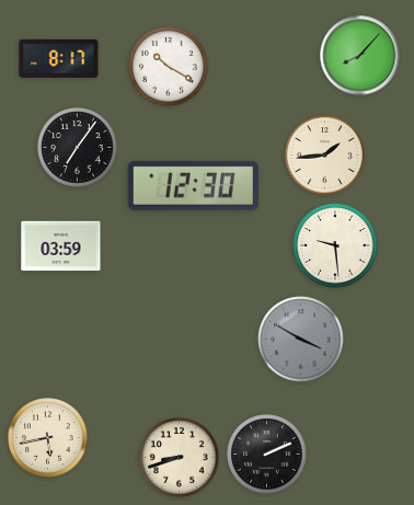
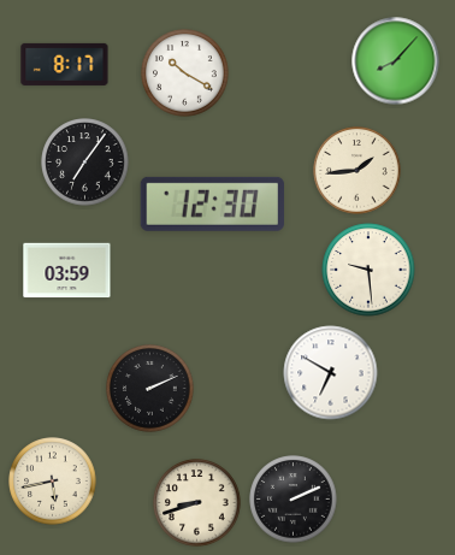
clock at (301, 340): 3:50 -> 6:50
clock at (301, 340) dial: grey -> white
clock at (150, 389): none -> 2:11
